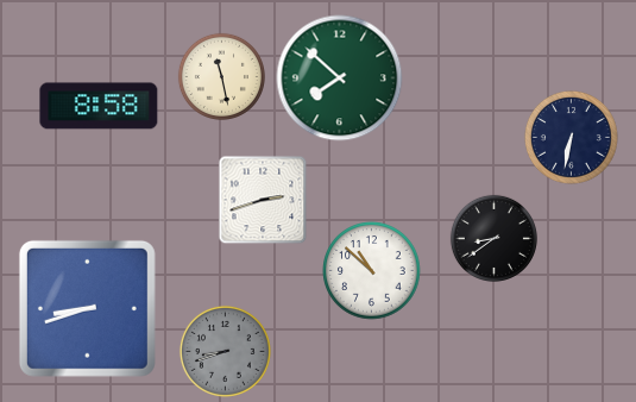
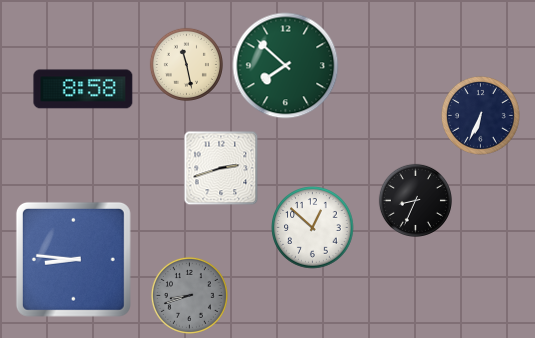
clock at (571, 137): 6:32 -> 6:34
clock at (493, 238): 8:39 -> 8:34
clock at (372, 271): 10:52 -> 12:52
clock at (87, 308): 8:42 -> 8:46
